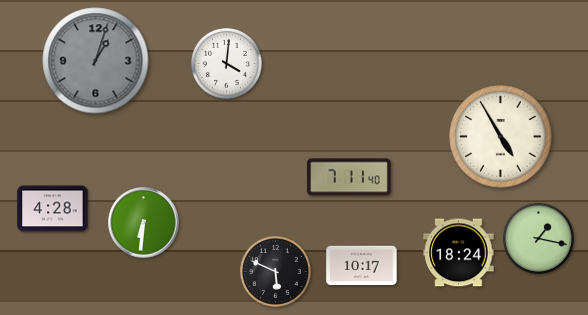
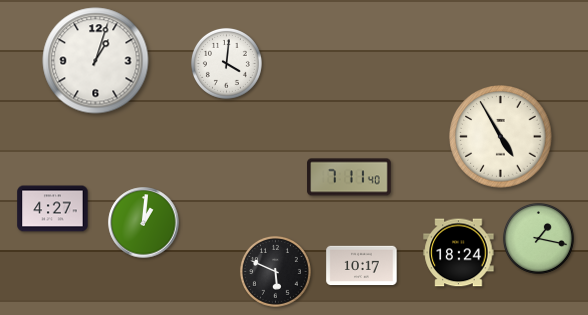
clock at (96, 61) dial: grey -> white
clock at (53, 209): 4:28 -> 4:27
clock at (144, 223): 6:31 -> 1:01
